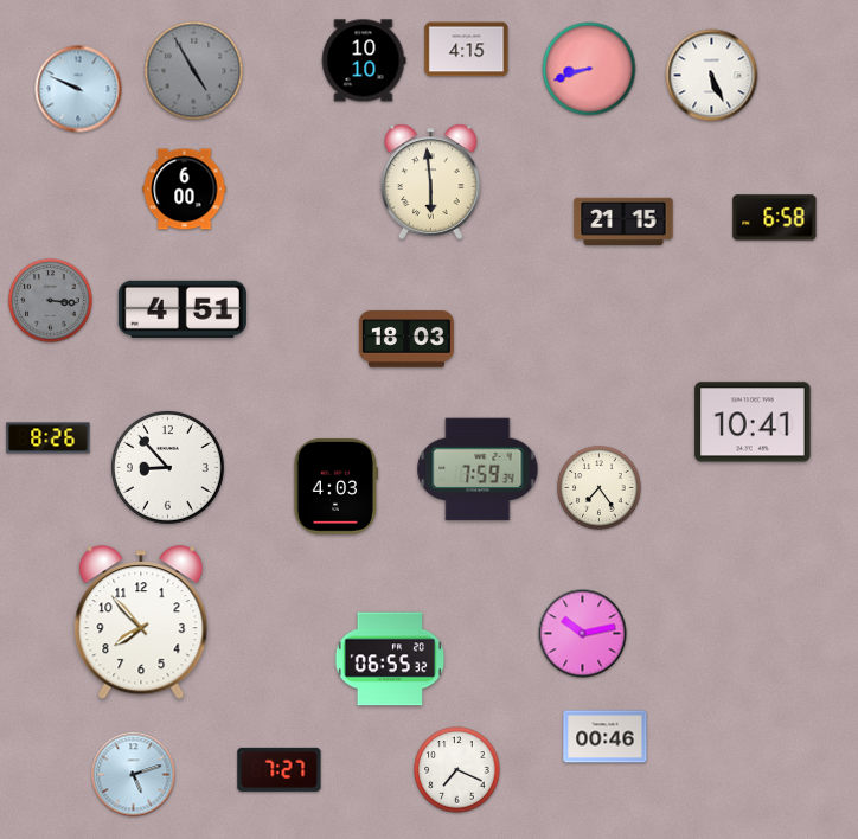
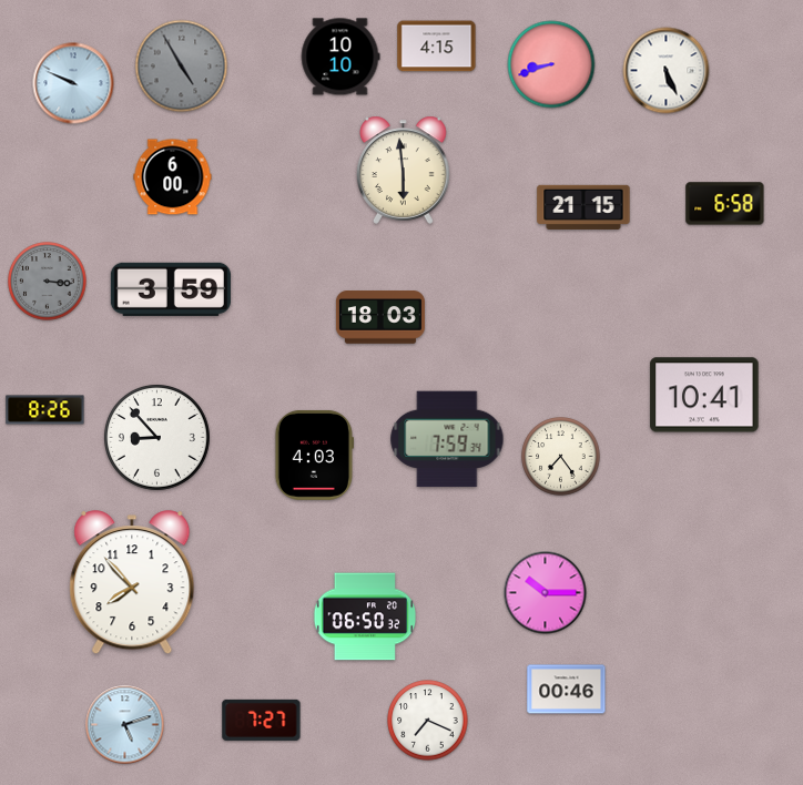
clock at (183, 309): 4:51 -> 3:59
clock at (583, 634): 10:13 -> 10:15
clock at (390, 659): 06:55 -> 06:50
